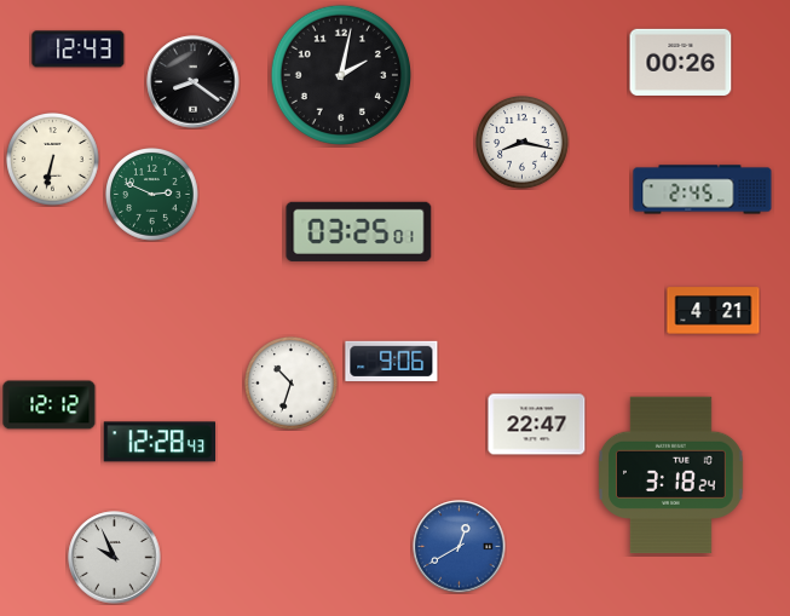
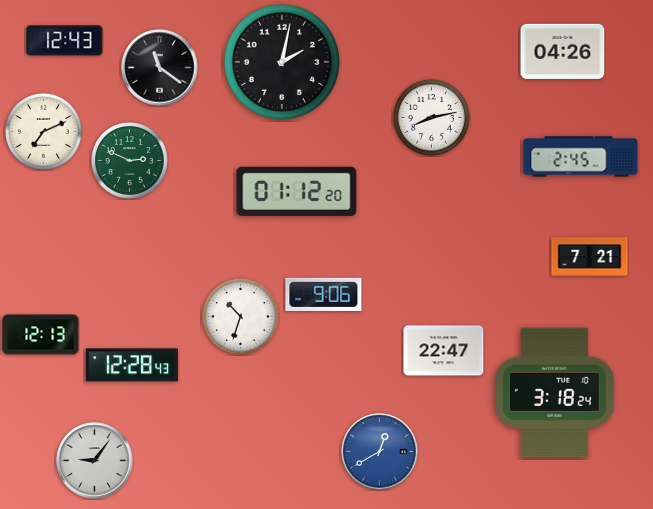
clock at (681, 62): 00:26 -> 04:26
clock at (194, 82): 8:21 -> 11:21
clock at (523, 143): 8:17 -> 8:13
clock at (53, 160): 6:32 -> 7:11
clock at (152, 195) position: (152, 195) -> (130, 161)
clock at (359, 231): 03:25 -> 01:12
clock at (714, 311): 4:21 -> 7:21
clock at (392, 361) position: (392, 361) -> (324, 294)
clock at (50, 405): 12:12 -> 12:13
clock at (115, 558): 9:56 -> 9:06
